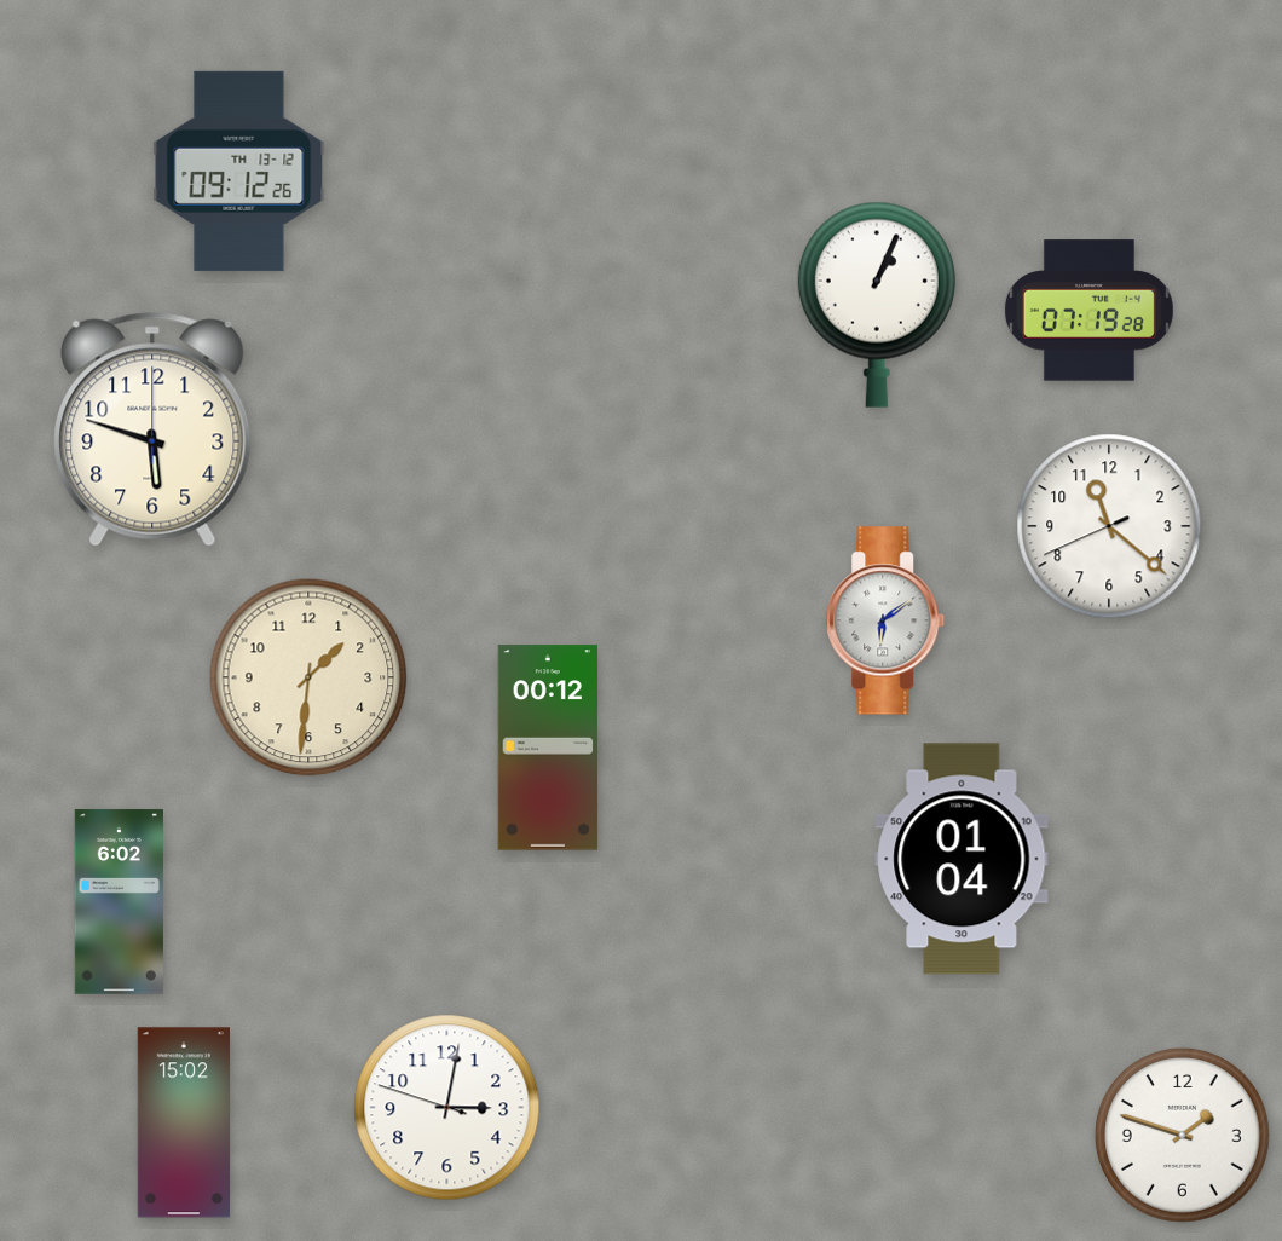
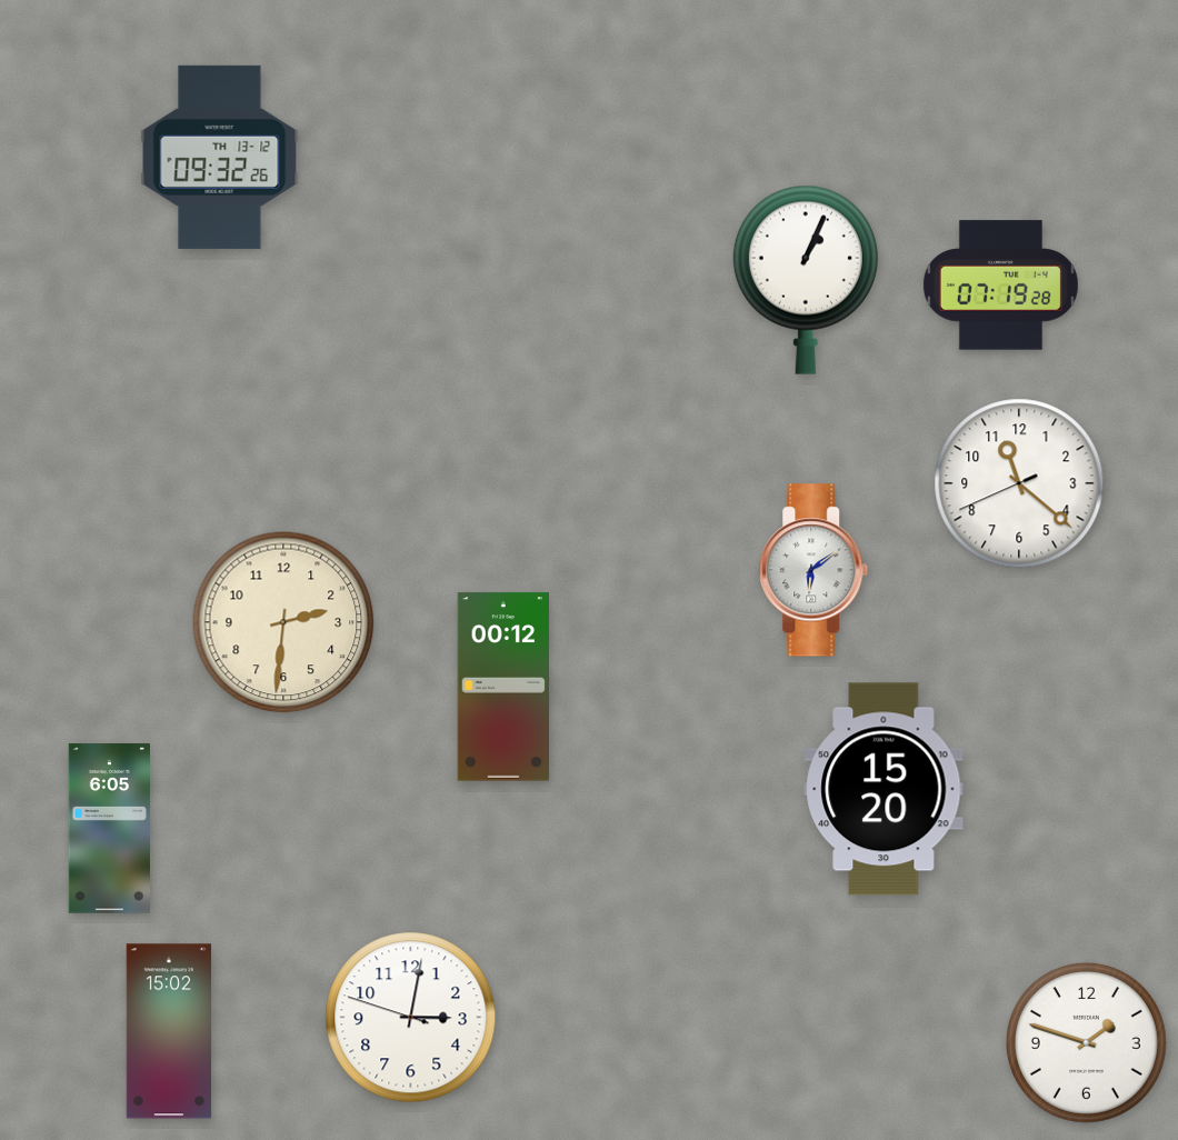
clock at (239, 171): 09:12 -> 09:32
clock at (152, 429): 5:48 -> none
clock at (308, 677): 1:31 -> 2:31
clock at (961, 859): 01:04 -> 15:20
clock at (119, 902): 6:02 -> 6:05
